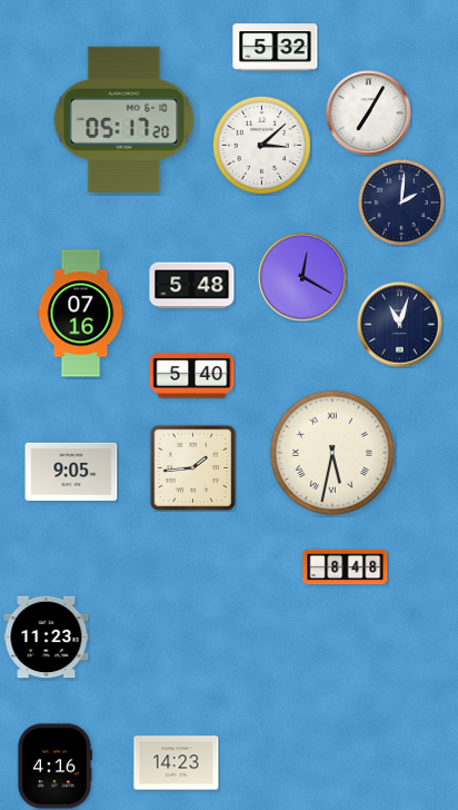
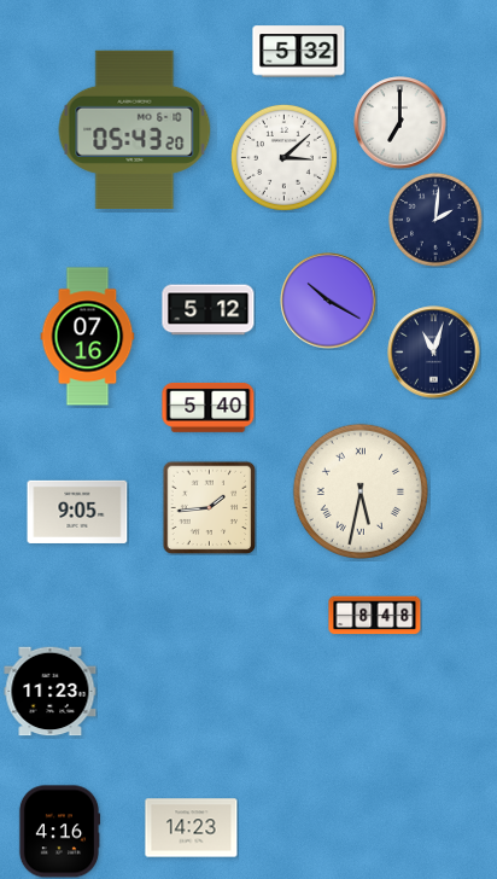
clock at (369, 113): 7:05 -> 7:00
clock at (125, 119): 05:17 -> 05:43
clock at (302, 277): 12:20 -> 10:20
clock at (192, 286): 5:48 -> 5:12
clock at (81, 314) position: (81, 314) -> (88, 337)
